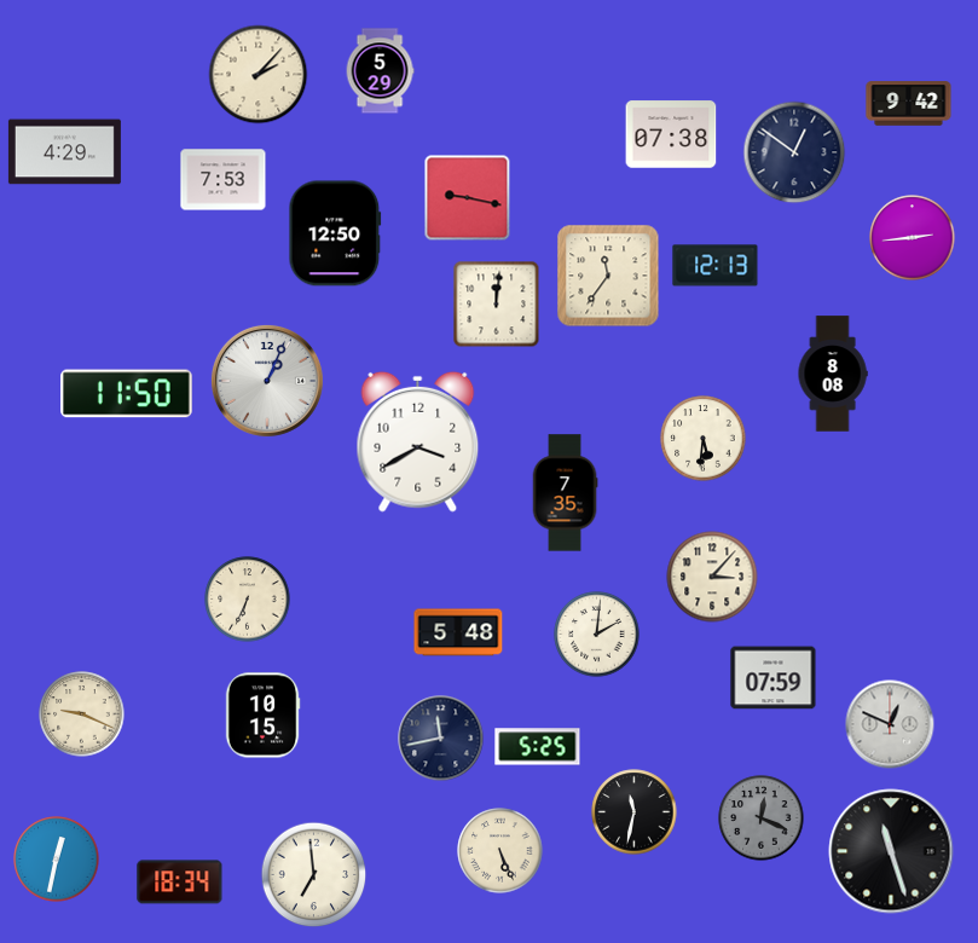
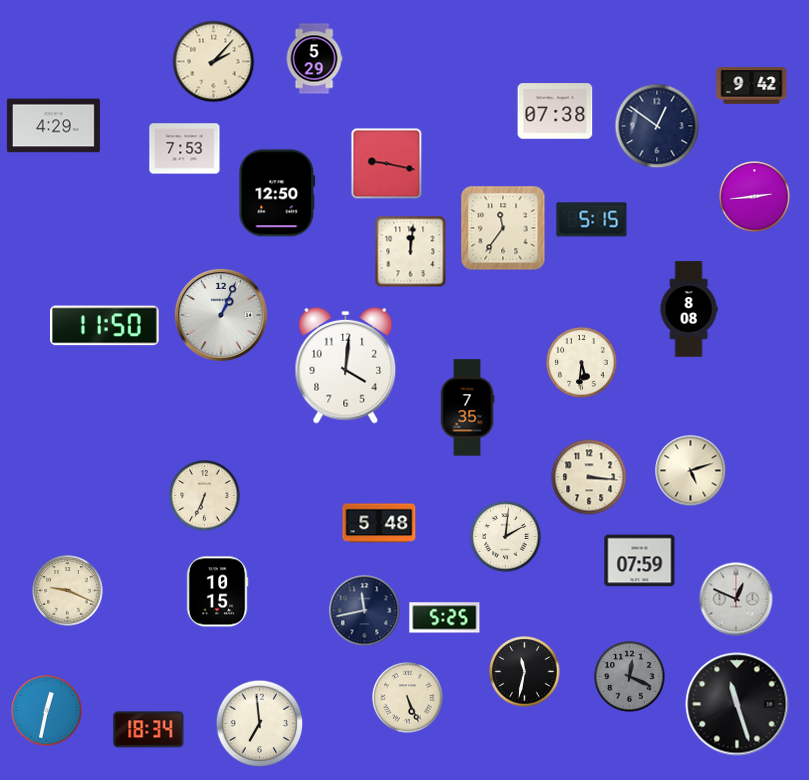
clock at (716, 266): 12:13 -> 5:15
clock at (418, 441): 3:40 -> 4:01
clock at (691, 471): none -> 5:12
clock at (712, 577): 3:07 -> 3:16
clock at (597, 635) position: (597, 635) -> (506, 537)
clock at (500, 851) position: (500, 851) -> (408, 698)
